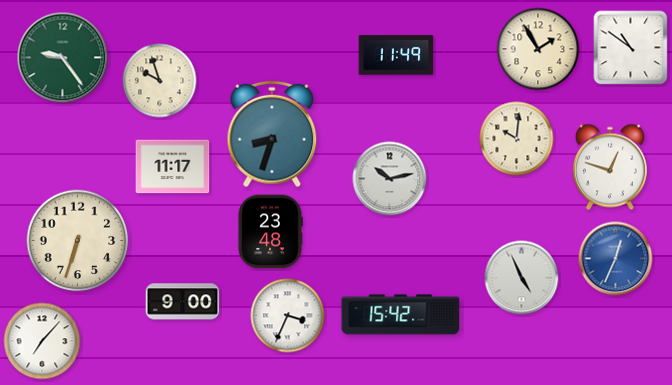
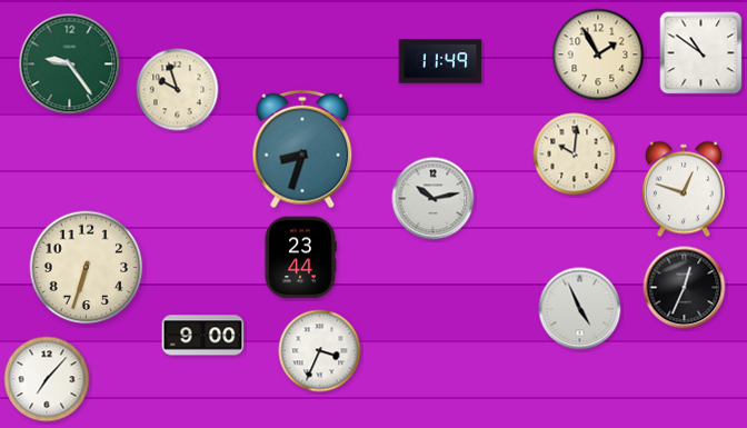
clock at (173, 167): 11:17 -> none
clock at (610, 167) position: (610, 167) -> (684, 189)
clock at (270, 232): 23:48 -> 23:44
clock at (616, 259) dial: blue -> black
clock at (401, 315): 15:42 -> none
